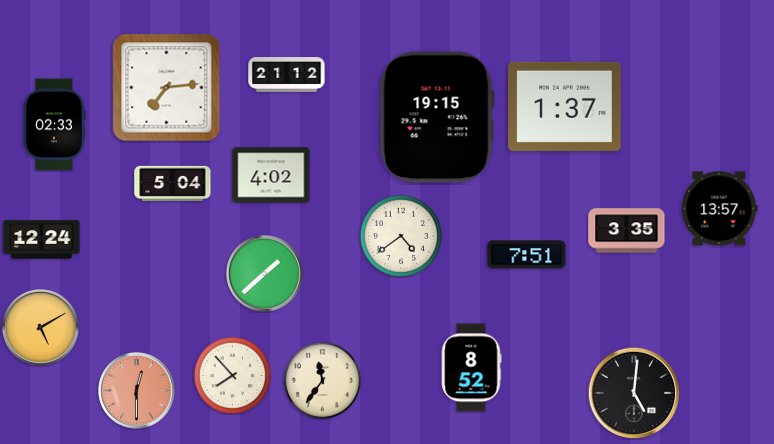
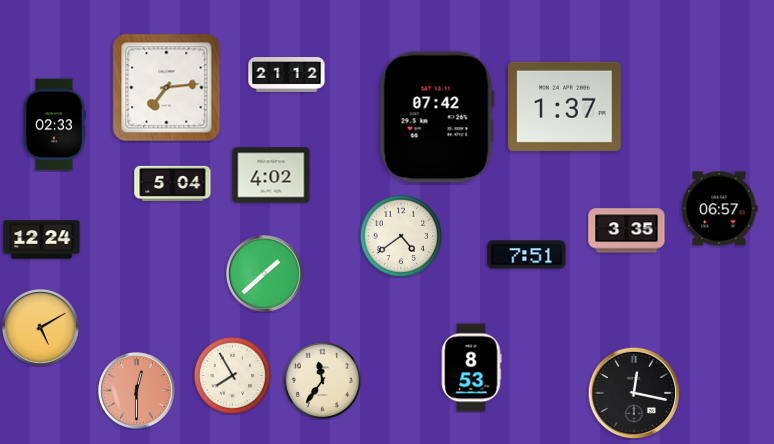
clock at (437, 117): 19:15 -> 07:42
clock at (720, 209): 13:57 -> 06:57
clock at (471, 368): 8:52 -> 8:53
clock at (232, 375): 7:53 -> 7:55
clock at (634, 393): 5:01 -> 12:17
